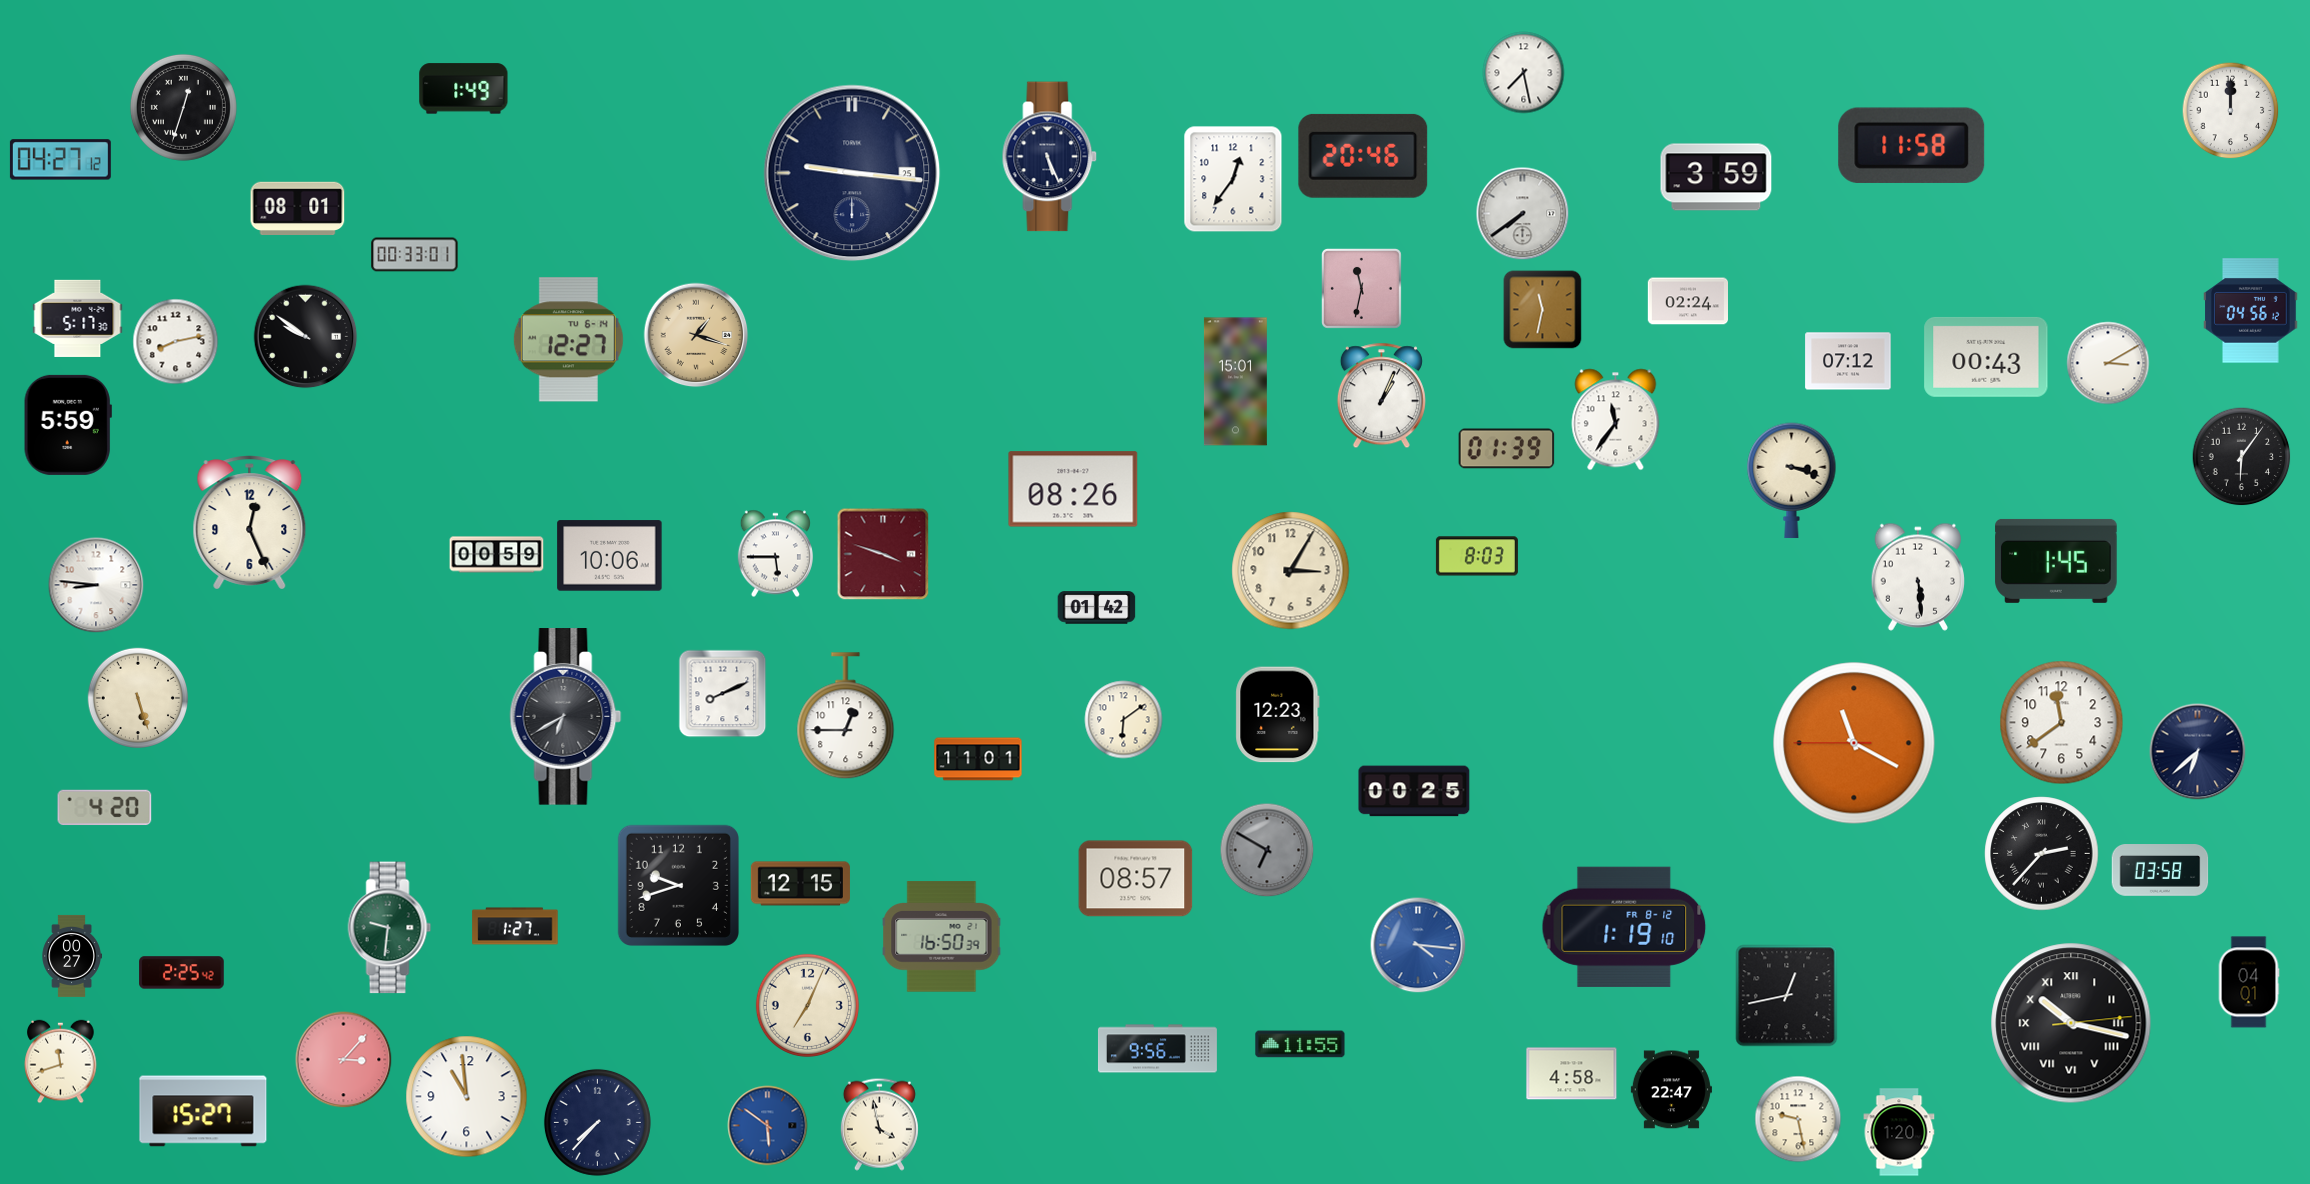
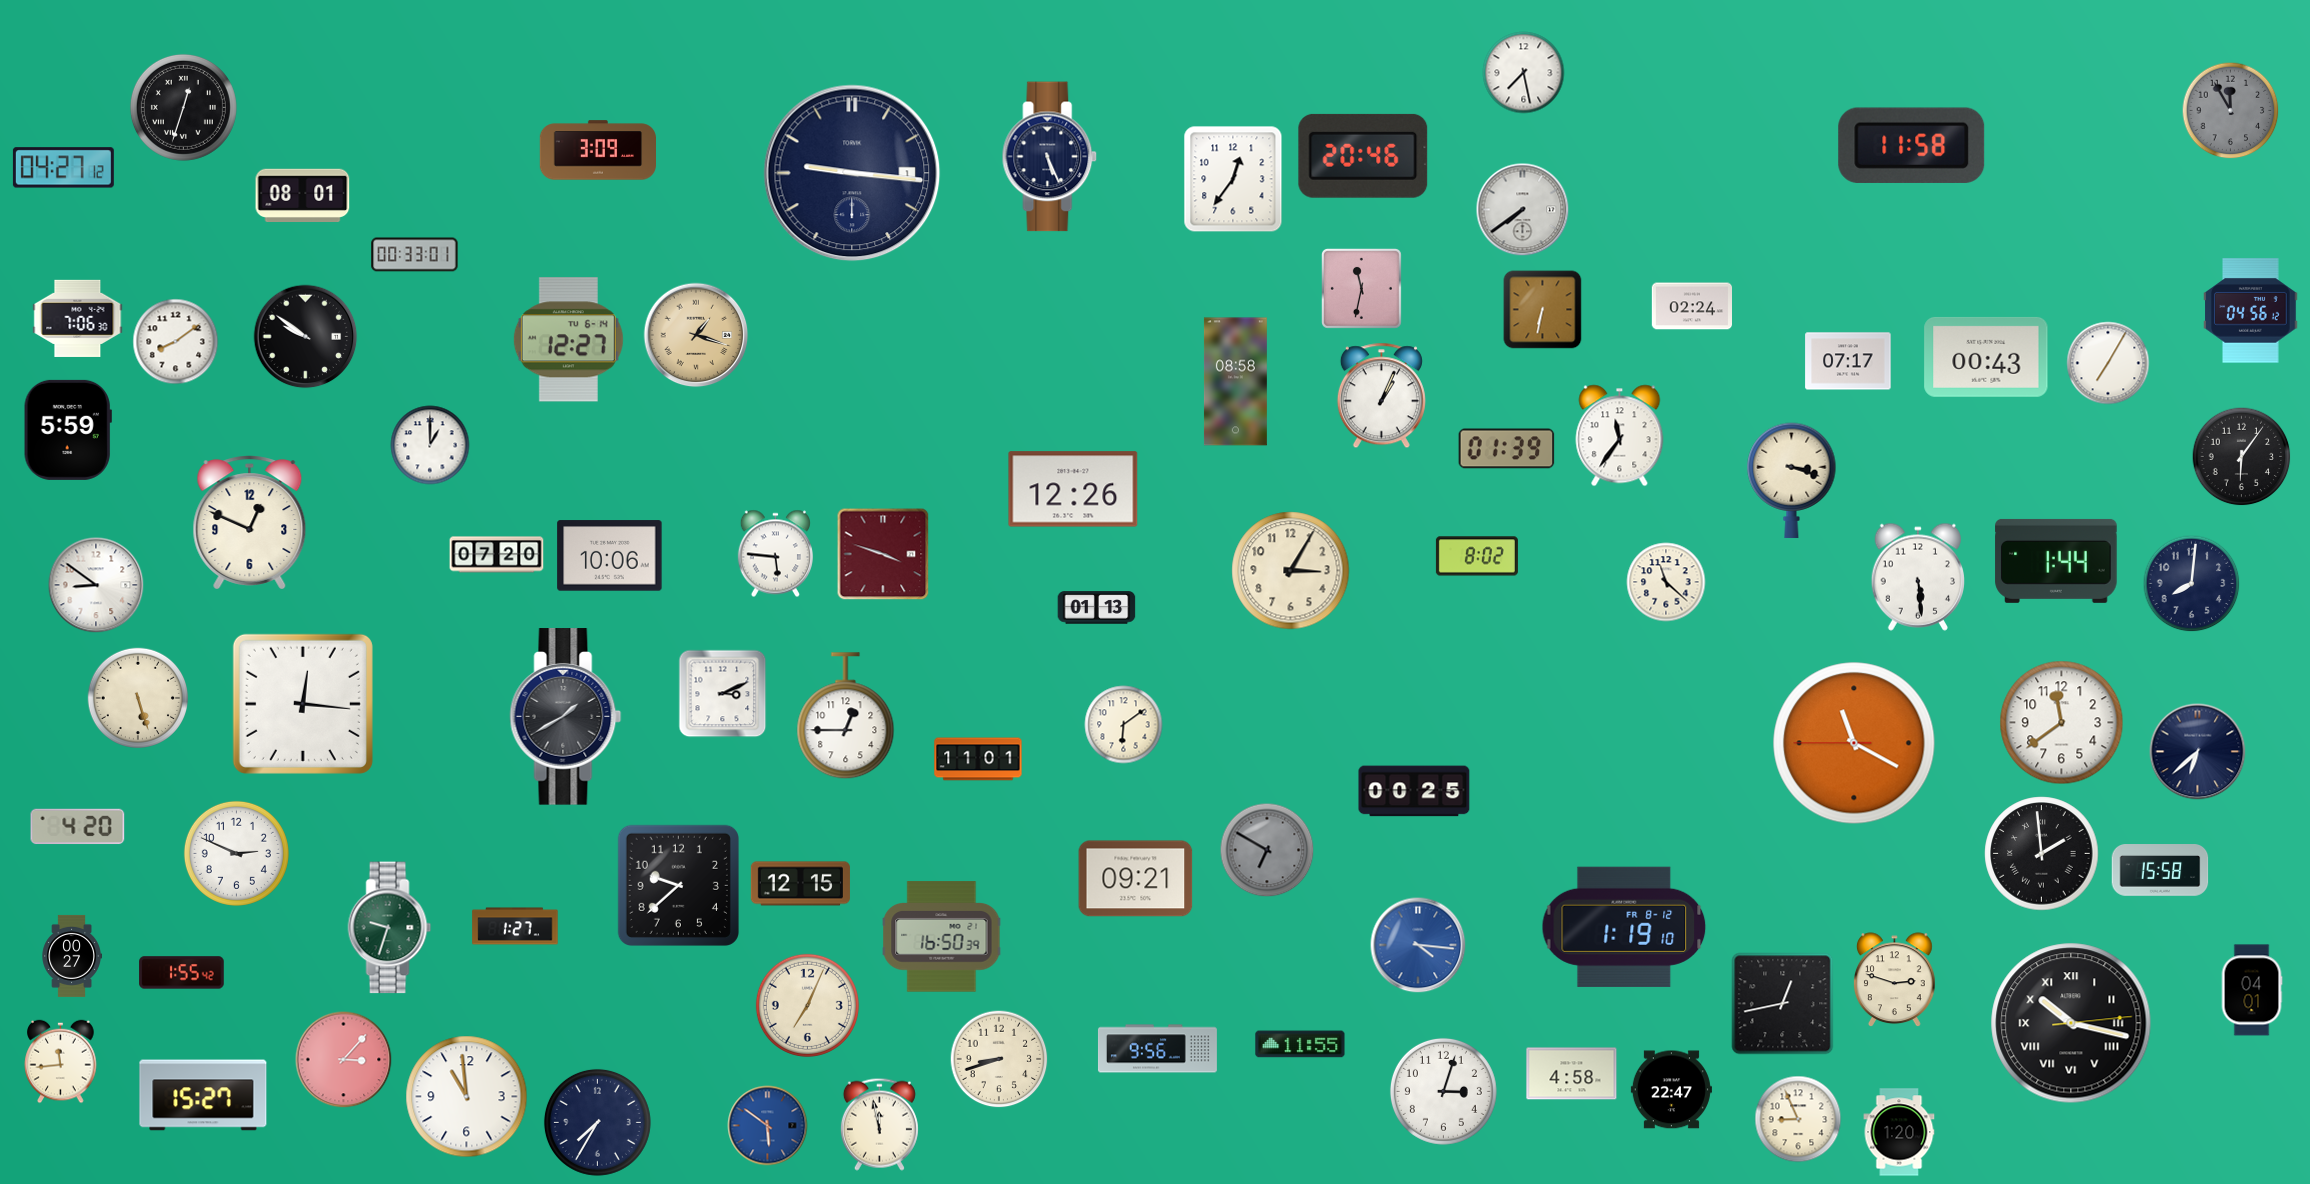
clock at (464, 89): 1:49 -> none
clock at (2231, 111): 12:00 -> 11:55
clock at (2231, 111) dial: white -> grey
clock at (597, 150): none -> 3:09
clock at (60, 160) position: (60, 160) -> (63, 168)
clock at (852, 173) date: 25 -> 1
clock at (1716, 177): 3:59 -> none
clock at (298, 209) position: (298, 209) -> (303, 196)
clock at (1523, 214) position: (1523, 214) -> (1523, 210)
clock at (1687, 301) position: (1687, 301) -> (1691, 306)
clock at (1543, 310): 11:32 -> 6:32
clock at (78, 318): 5:17 -> 7:06
clock at (176, 342): 8:13 -> 8:09
clock at (1848, 361): 07:12 -> 07:17
clock at (2108, 363): 3:10 -> 7:05
clock at (1235, 382): 15:01 -> 08:58
clock at (1616, 420) position: (1616, 420) -> (1620, 436)
clock at (68, 425) position: (68, 425) -> (68, 430)
clock at (430, 445): none -> 1:00
clock at (1073, 489): 08:26 -> 12:26
clock at (250, 523): 12:26 -> 12:49
clock at (775, 554): 5:45 -> 5:46
clock at (497, 555): 00:59 -> 07:20
clock at (1477, 556): 8:03 -> 8:02
clock at (2056, 561): 1:45 -> 1:44
clock at (1666, 582): none -> 11:22
clock at (2192, 584): none -> 8:01
clock at (96, 585): 8:46 -> 8:51
clock at (1097, 608): 01:42 -> 01:13
clock at (723, 694): 8:11 -> 3:11
clock at (303, 704): none -> 12:16
clock at (1278, 715): 12:23 -> none
clock at (566, 717): 6:40 -> 1:40
clock at (1124, 720) position: (1124, 720) -> (1124, 725)
clock at (105, 808) position: (105, 808) -> (78, 827)
clock at (236, 853): none -> 2:49
clock at (2042, 854): 2:37 -> 1:59
clock at (2160, 870): 03:58 -> 15:58
clock at (1136, 879): 08:57 -> 09:21
clock at (678, 885): 9:42 -> 9:38
clock at (390, 928): 9:31 -> 9:33
clock at (182, 973): 2:25 -> 1:55
clock at (1895, 980): none -> 2:48
clock at (2249, 982) position: (2249, 982) -> (2252, 990)
clock at (1787, 996) position: (1787, 996) -> (1783, 1004)
clock at (999, 1059): none -> 8:42
clock at (61, 1062): 11:42 -> 11:44
clock at (1443, 1091): none -> 3:03
clock at (203, 1111) position: (203, 1111) -> (203, 1095)
clock at (1798, 1119): 9:28 -> 8:56
clock at (597, 1122): 7:37 -> 7:35
clock at (879, 1124): 3:58 -> 11:58
